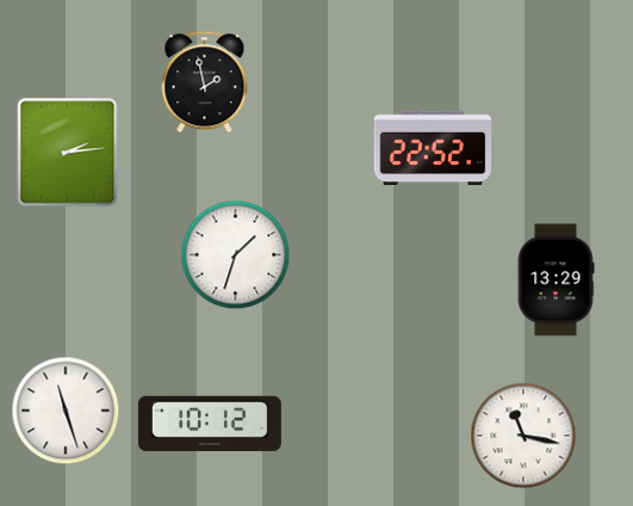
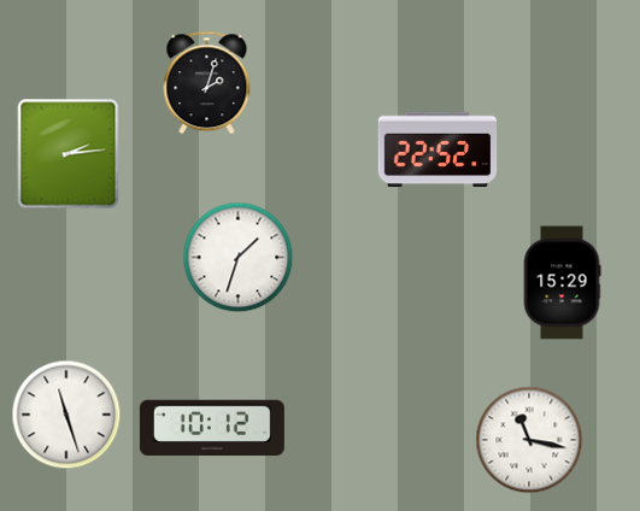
clock at (205, 82): 1:58 -> 2:03
clock at (556, 280): 13:29 -> 15:29
